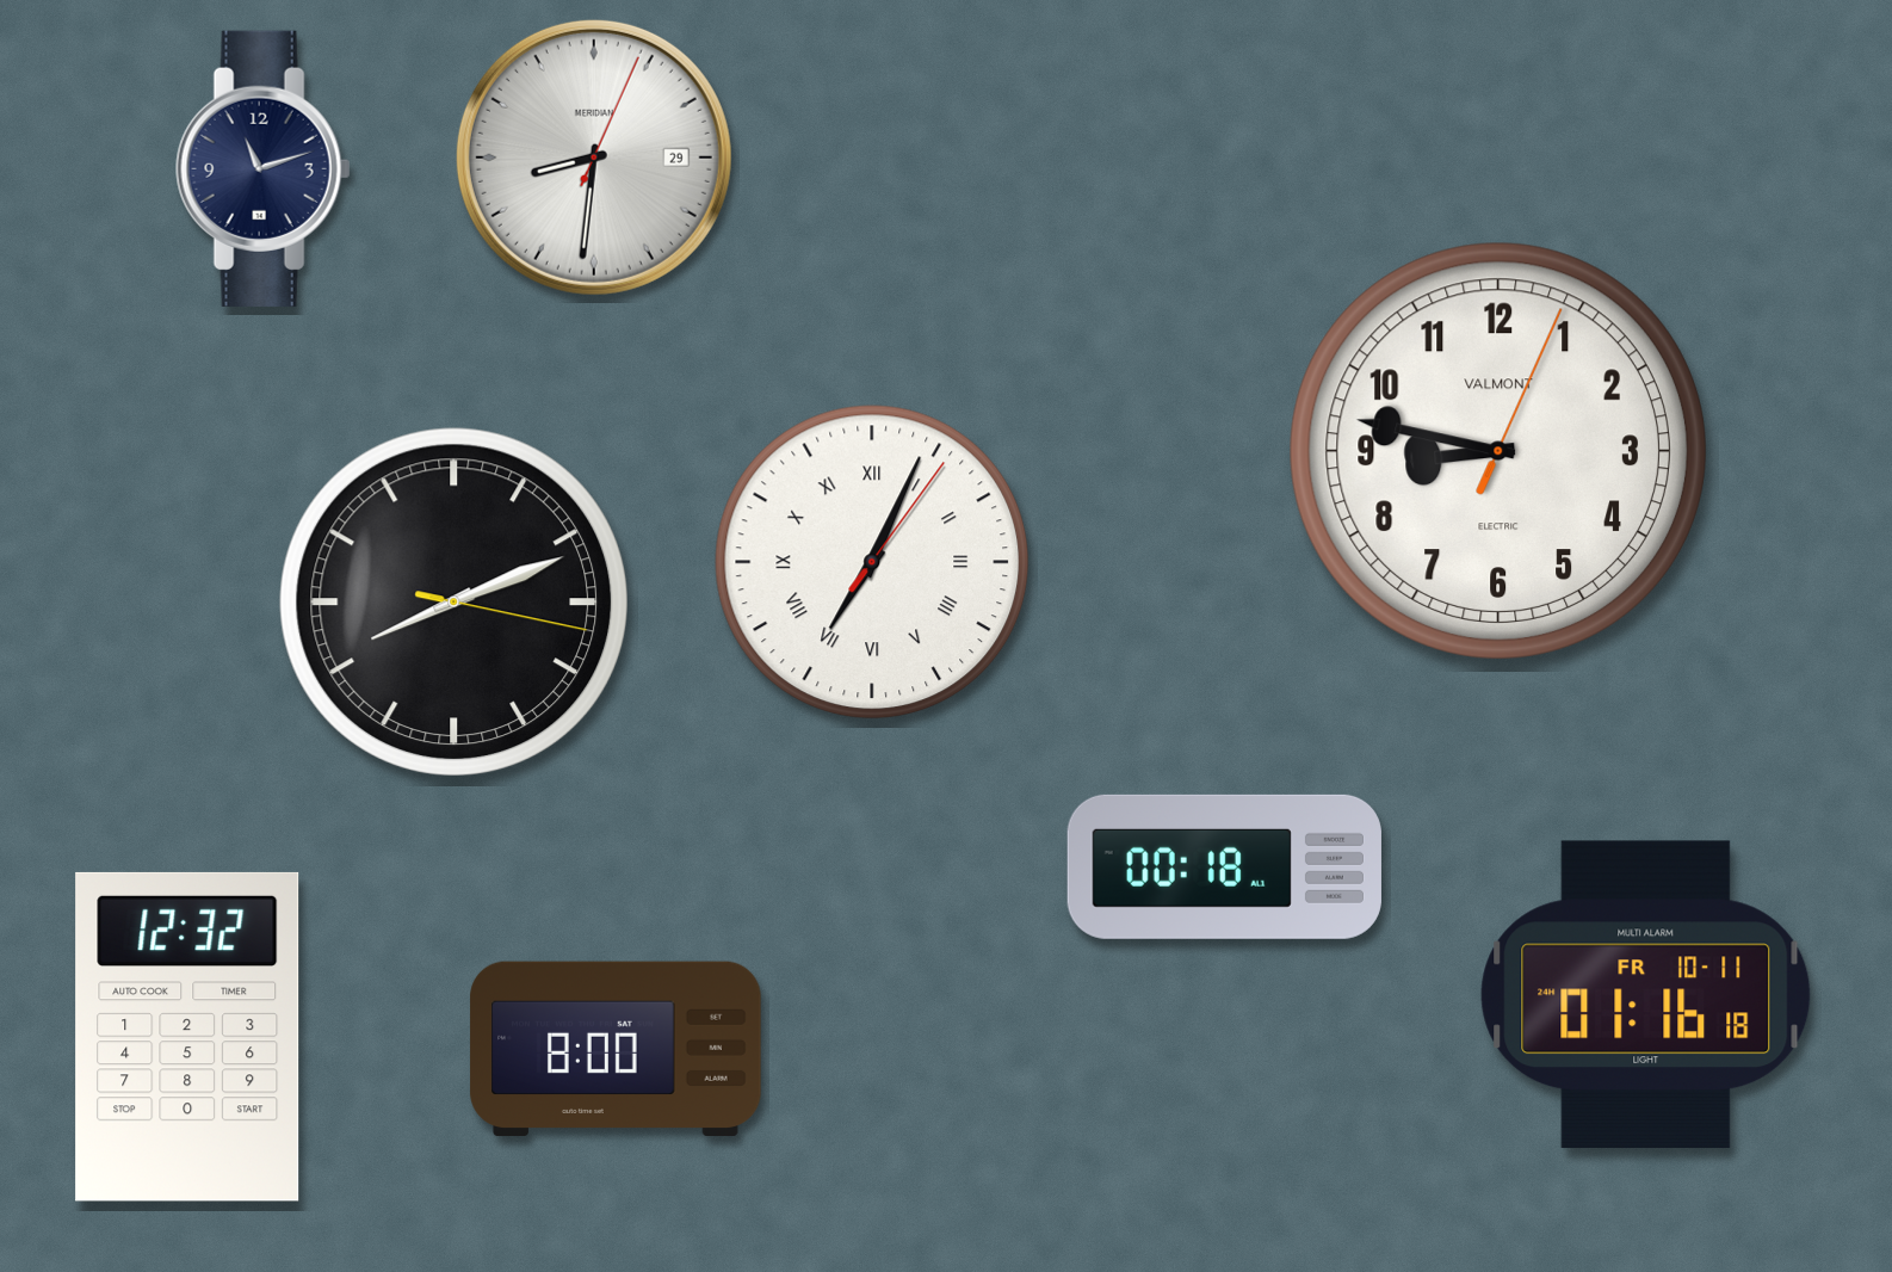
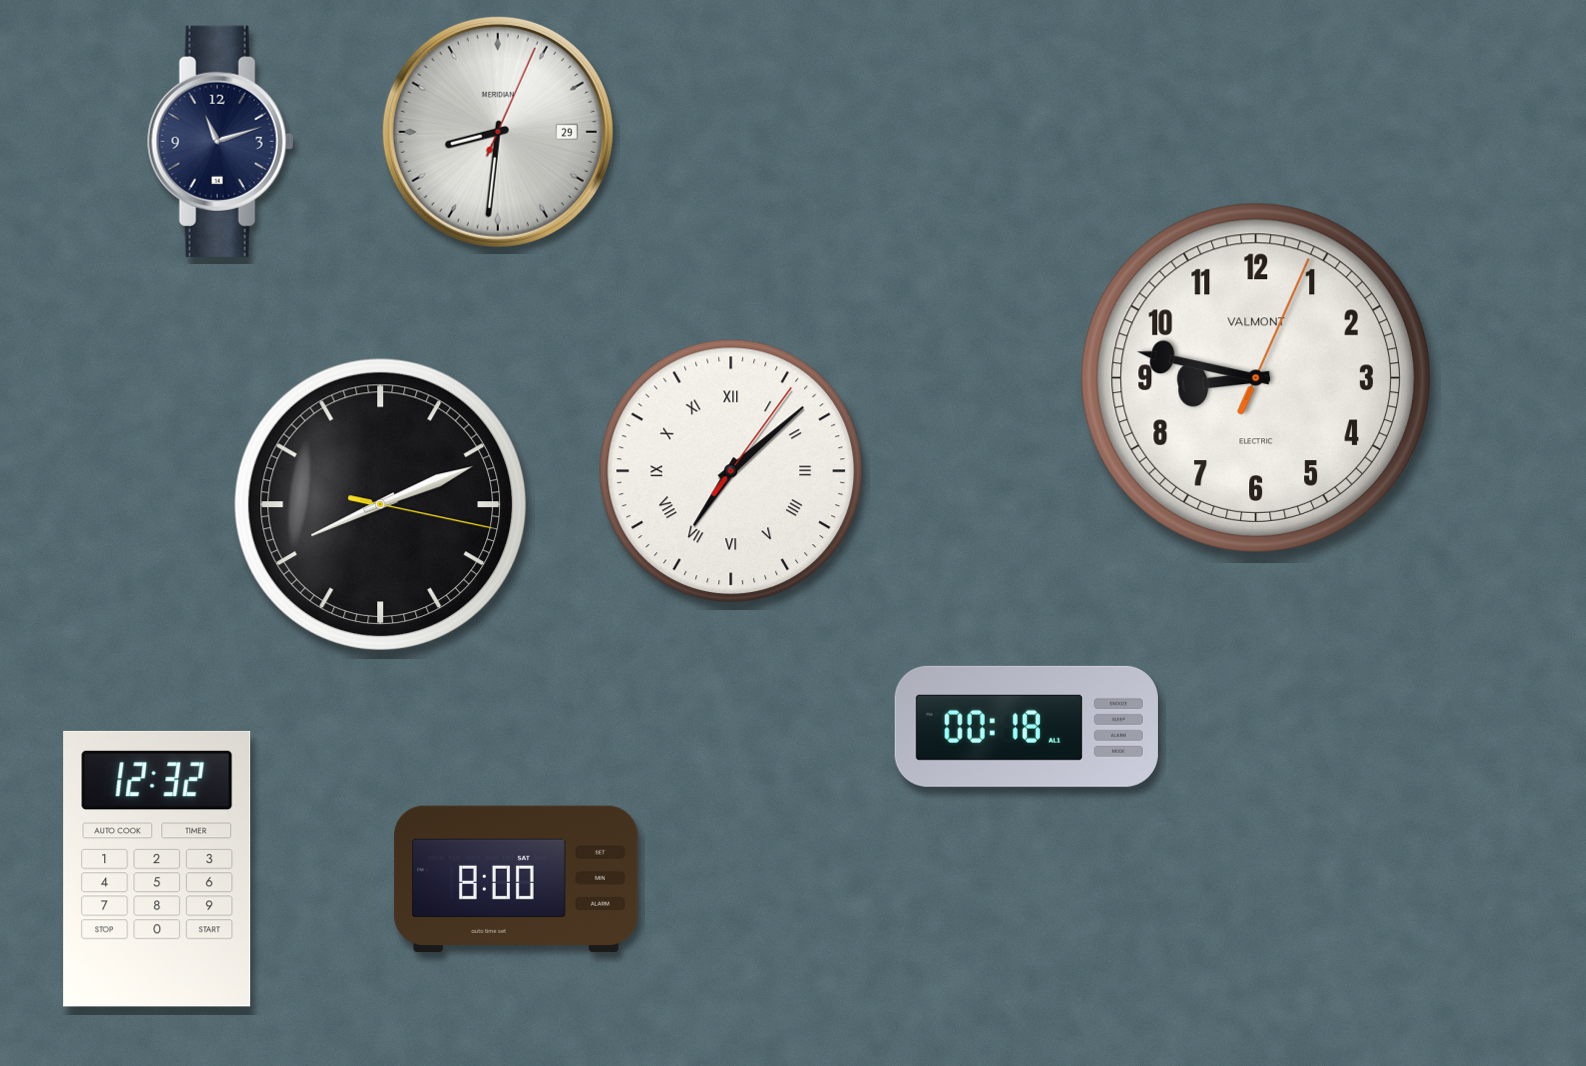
clock at (872, 562): 7:04 -> 7:08
clock at (1646, 994): 01:16 -> none
